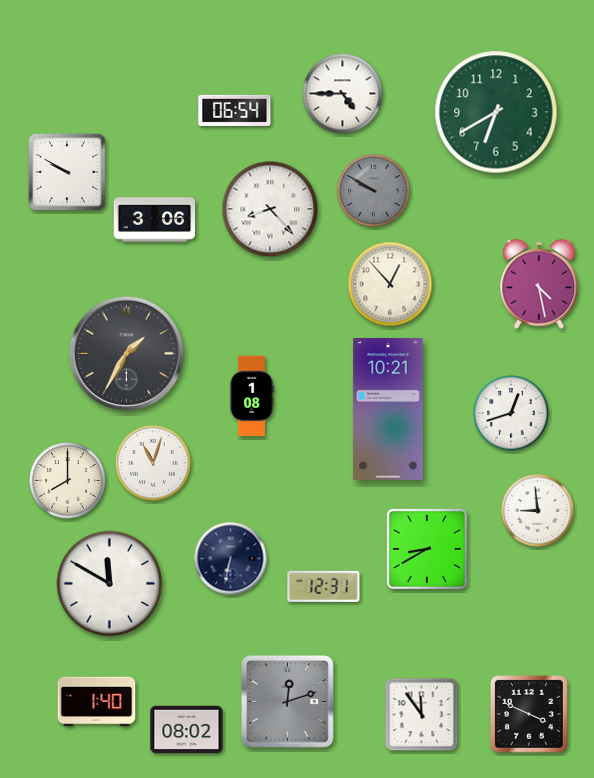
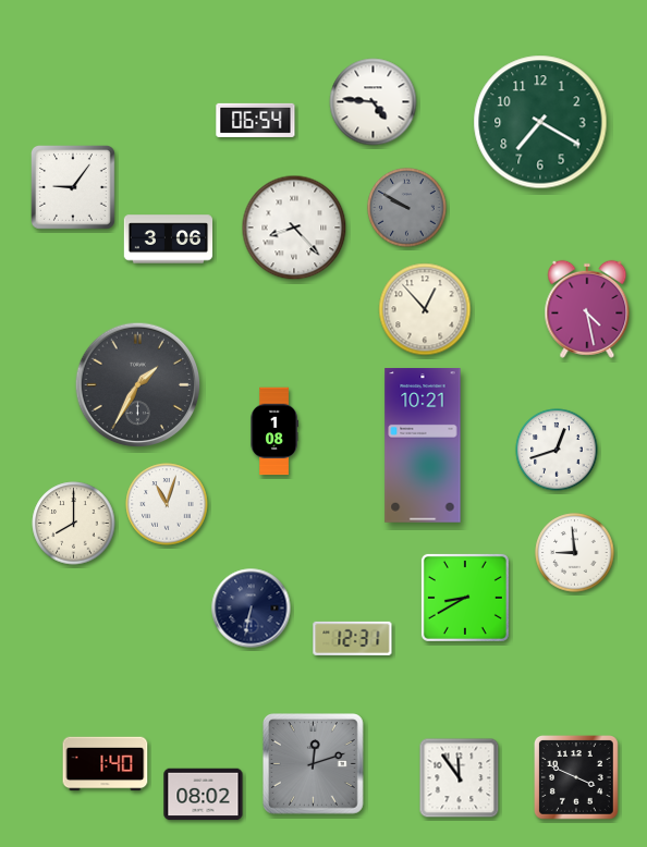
clock at (343, 94): 4:45 -> 4:46
clock at (496, 112): 6:40 -> 7:20
clock at (68, 173): 9:50 -> 9:06
clock at (538, 511) position: (538, 511) -> (575, 553)
clock at (109, 583): 11:50 -> none
